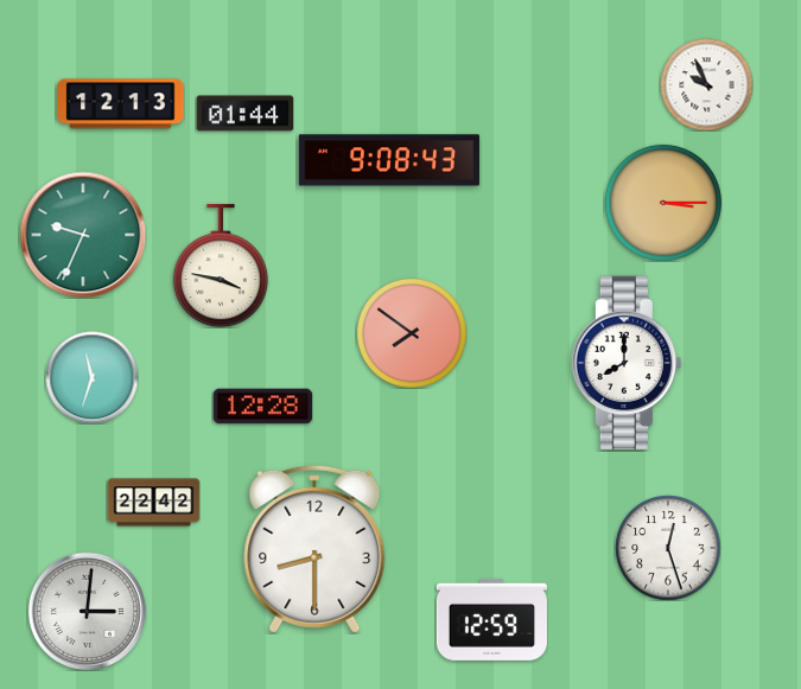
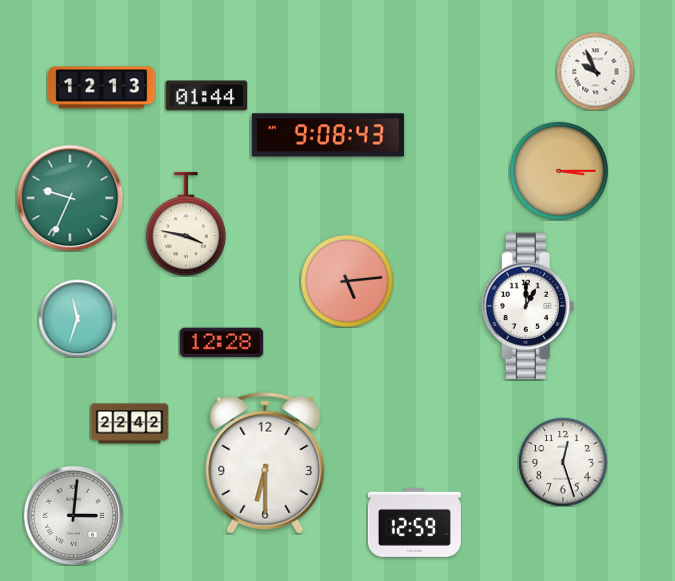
clock at (412, 333): 7:51 -> 5:14
clock at (627, 363): 8:00 -> 1:00
clock at (314, 549): 8:30 -> 6:30
